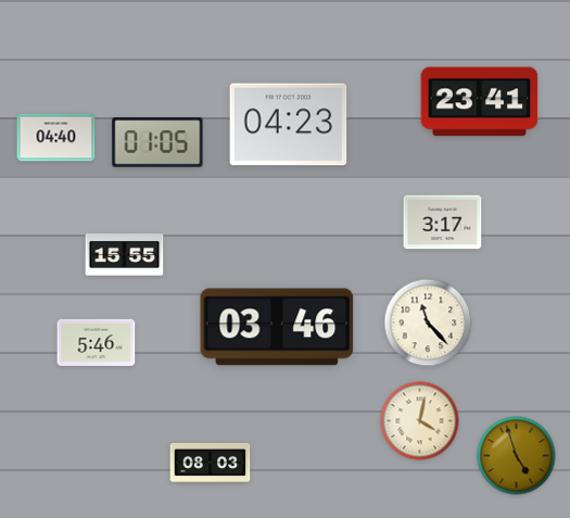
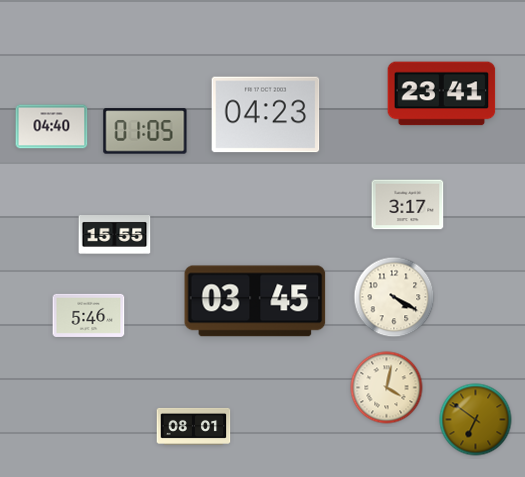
clock at (428, 323): 11:23 -> 4:20
clock at (277, 327): 03:46 -> 03:45
clock at (517, 456): 4:57 -> 6:51
clock at (211, 463): 08:03 -> 08:01
